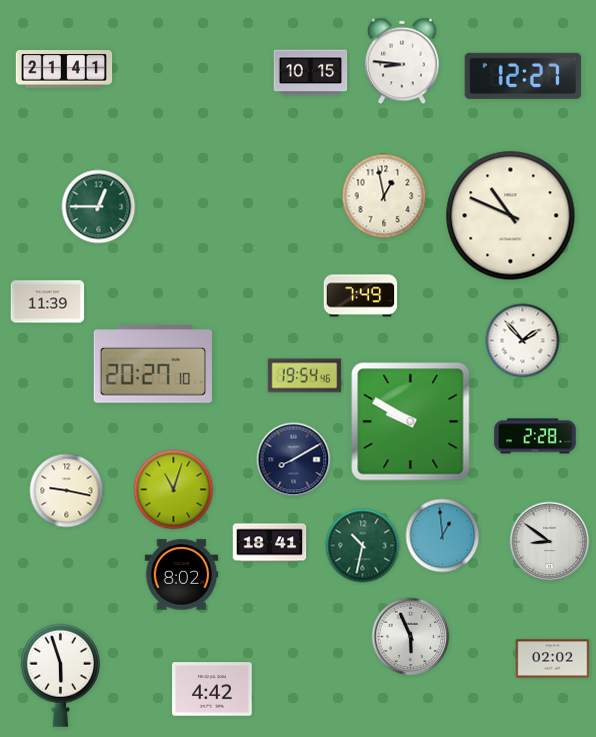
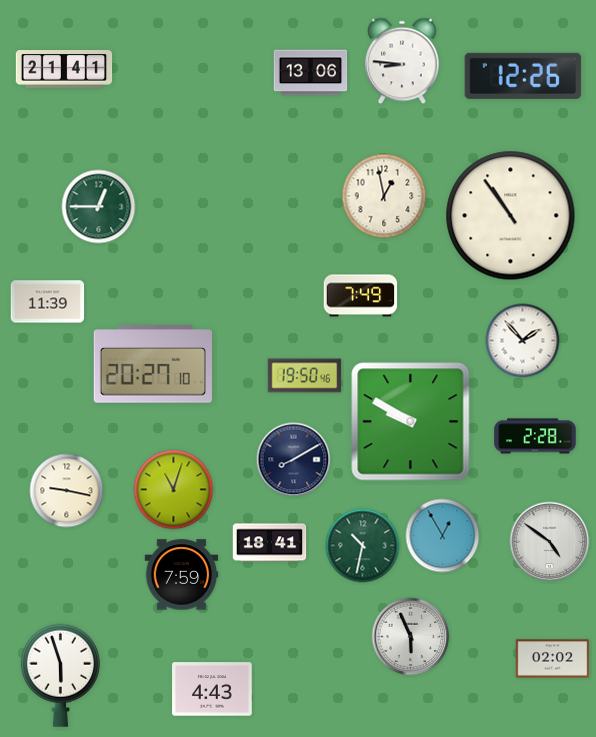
clock at (311, 73): 10:15 -> 13:06
clock at (523, 76): 12:27 -> 12:26
clock at (511, 216): 10:49 -> 10:54
clock at (305, 376): 19:54 -> 19:50
clock at (443, 536): 12:59 -> 12:55
clock at (550, 542): 8:51 -> 4:51
clock at (182, 575): 8:02 -> 7:59
clock at (212, 689): 4:42 -> 4:43
